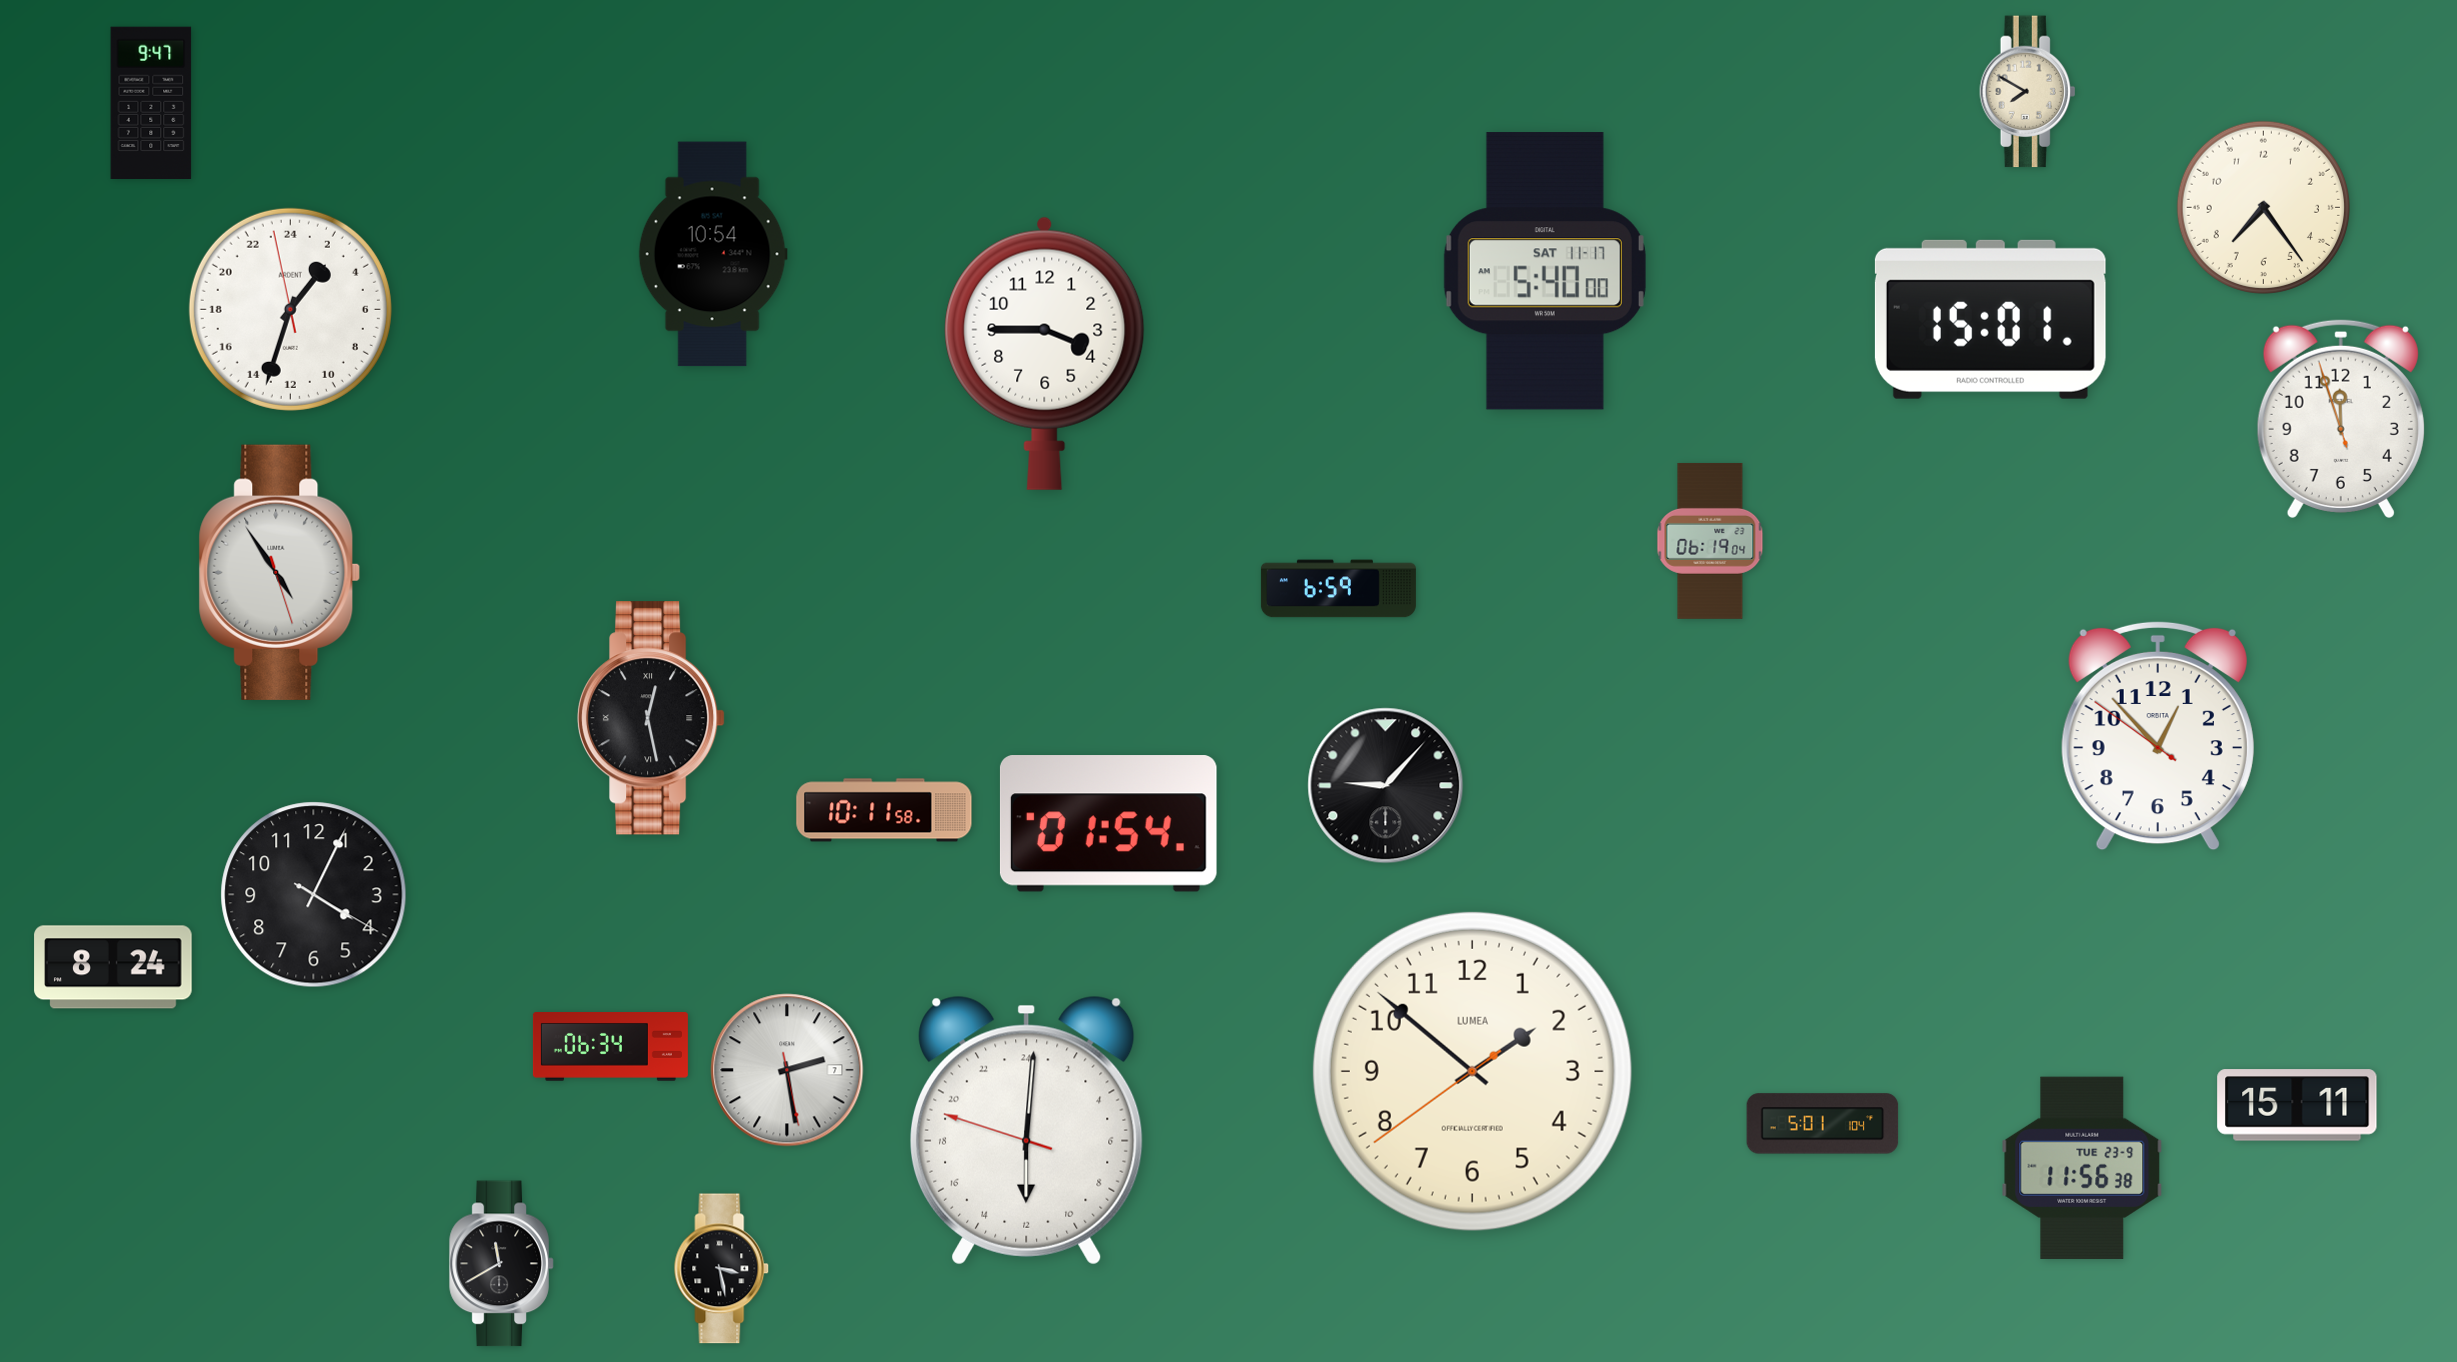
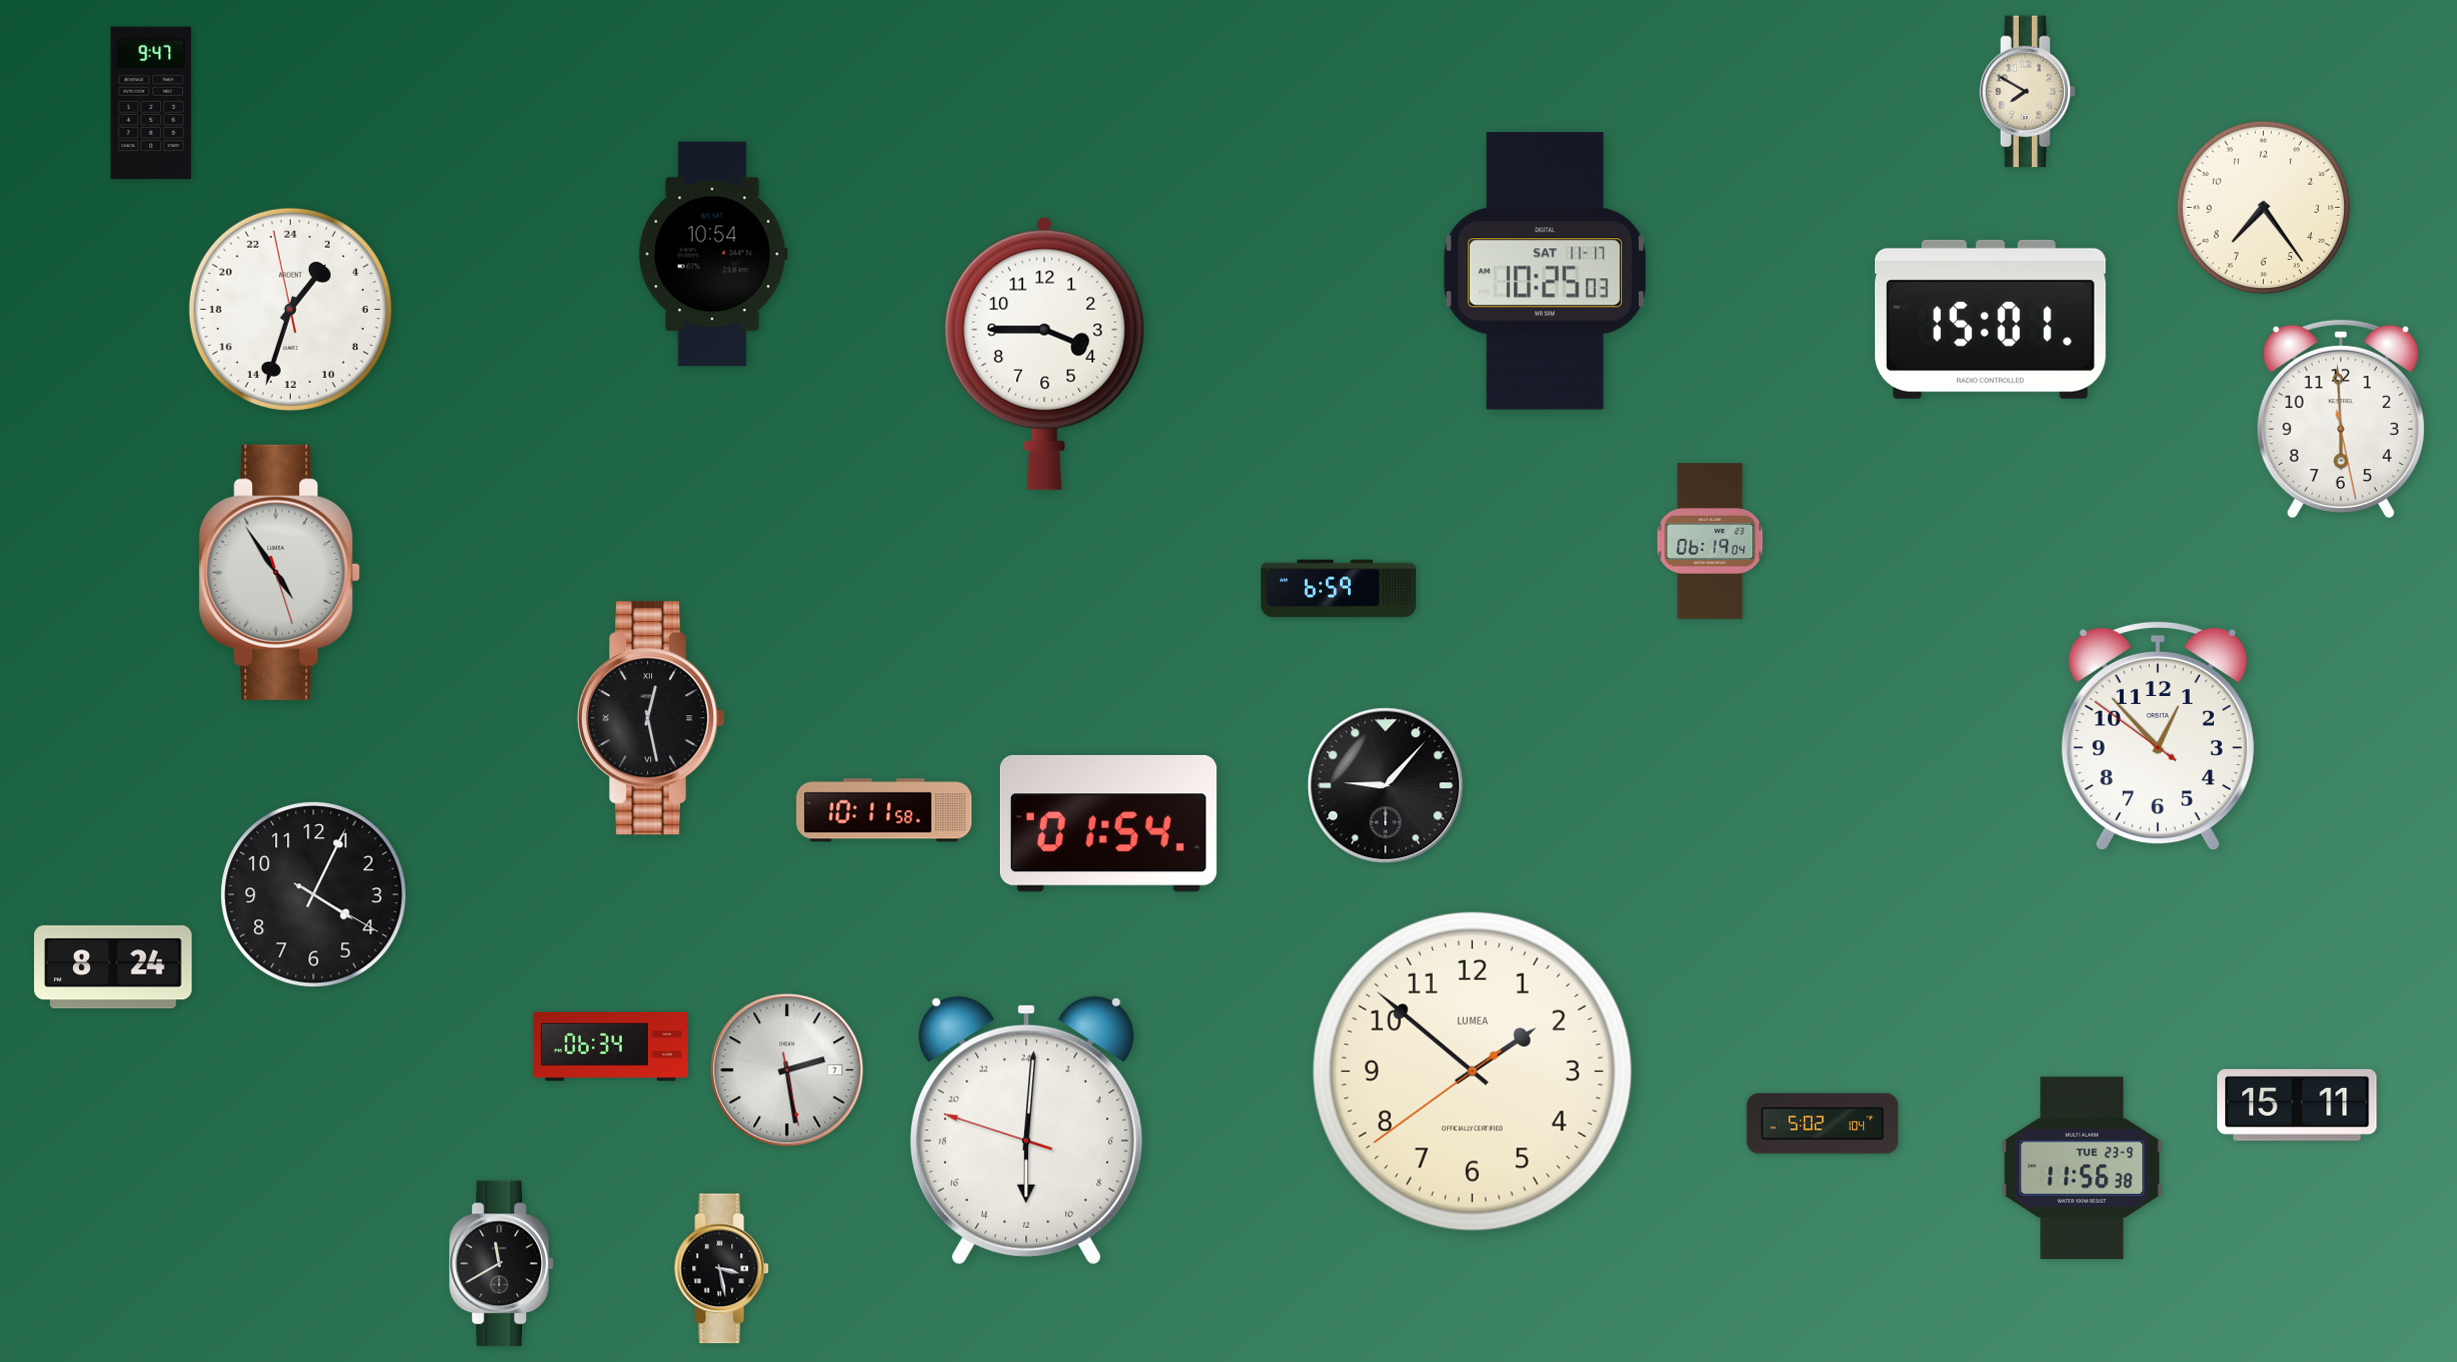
clock at (1545, 271): 5:40 -> 10:25
clock at (2341, 418): 11:56 -> 5:59
clock at (1823, 1124): 5:01 -> 5:02
